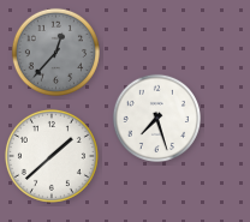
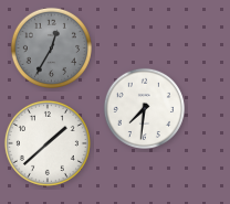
clock at (55, 52): 12:37 -> 12:35
clock at (156, 118): 7:27 -> 7:31
